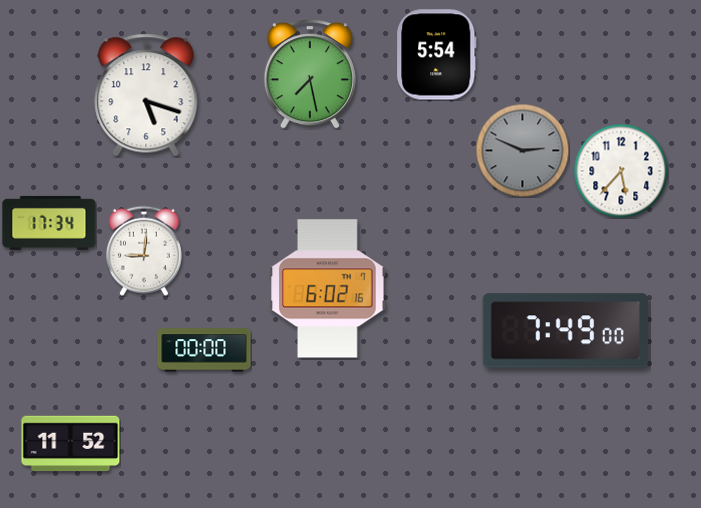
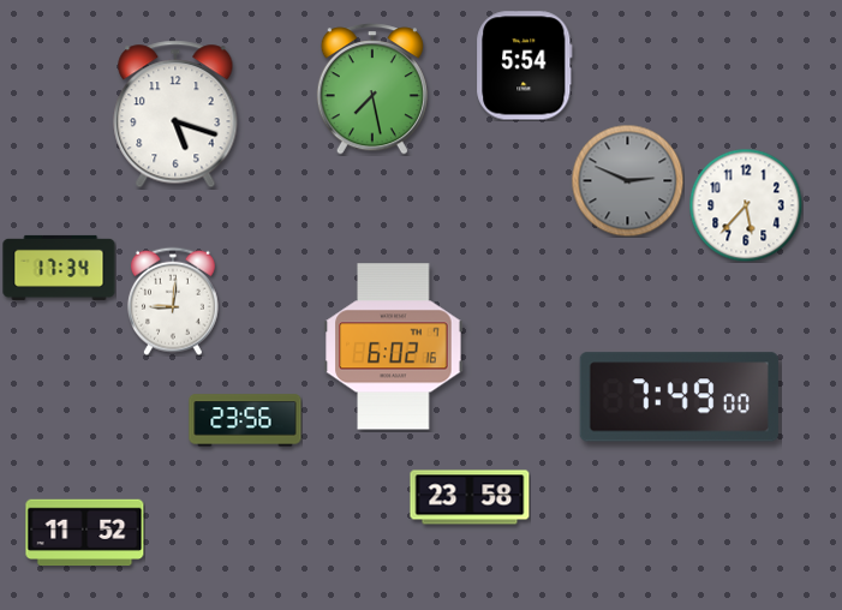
clock at (204, 350): 00:00 -> 23:56
clock at (470, 497): none -> 23:58
